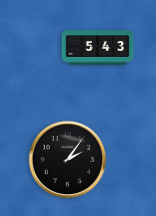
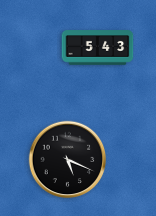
clock at (68, 160): 2:06 -> 5:19
